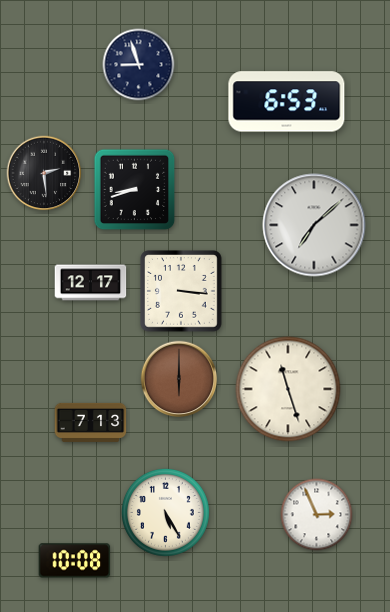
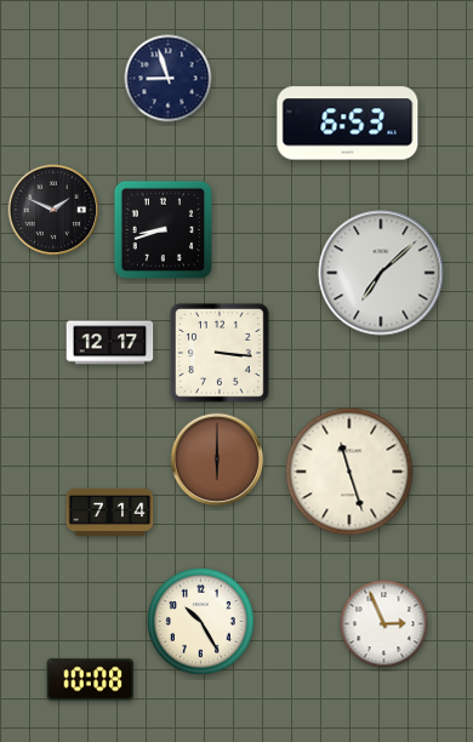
clock at (44, 173): 2:29 -> 1:49
clock at (91, 422): 7:13 -> 7:14
clock at (165, 512): 5:25 -> 10:25
